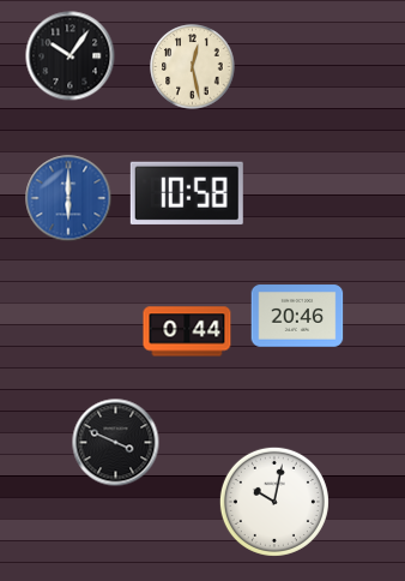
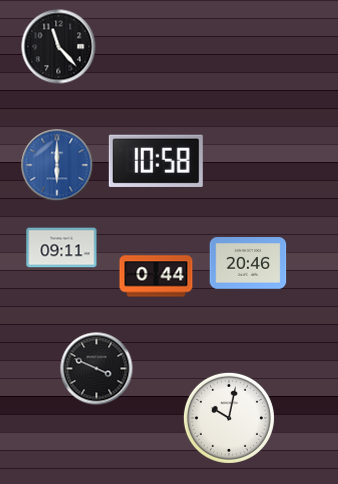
clock at (71, 56): 10:06 -> 11:23
clock at (193, 67): 12:28 -> none
clock at (62, 248): none -> 09:11
